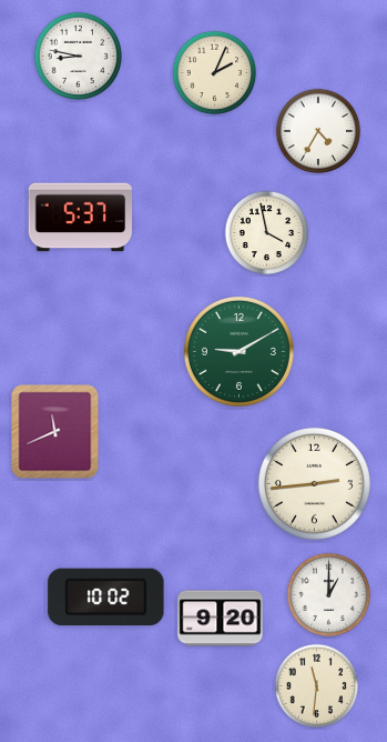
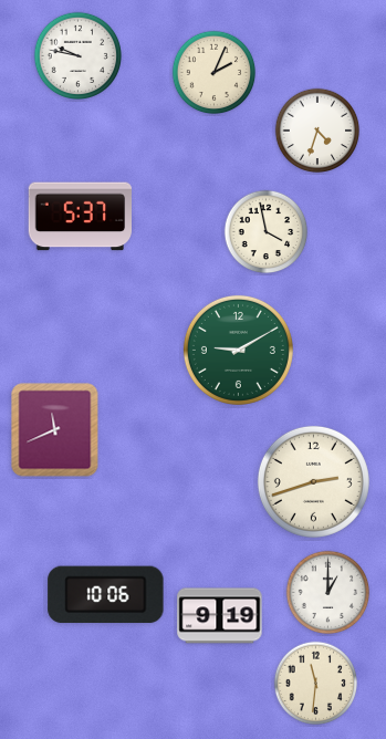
clock at (79, 56): 8:47 -> 9:47
clock at (318, 131): 4:35 -> 4:33
clock at (314, 483): 2:44 -> 2:42
clock at (106, 598): 10:02 -> 10:06
clock at (221, 619): 9:20 -> 9:19
